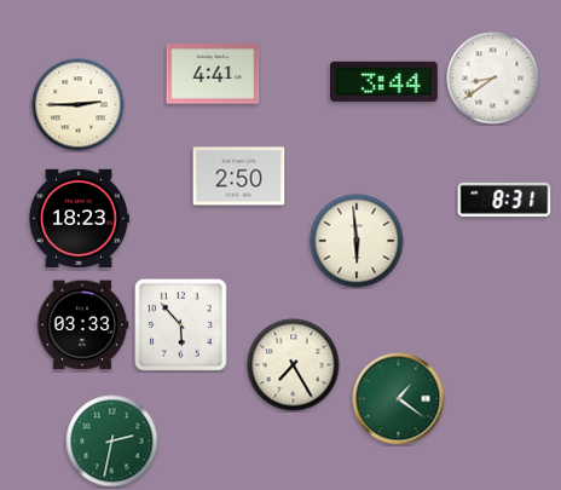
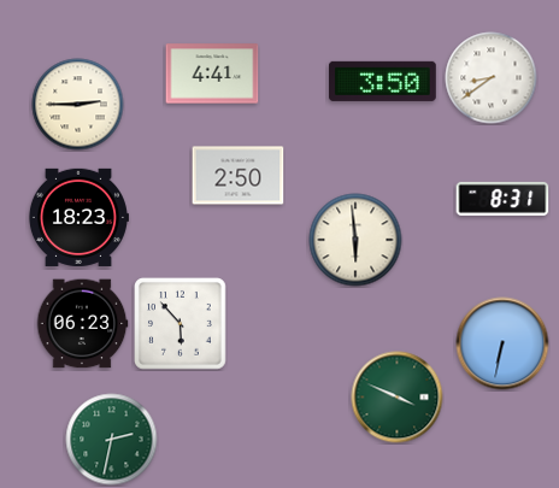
clock at (384, 81): 3:44 -> 3:50
clock at (82, 325): 03:33 -> 06:23
clock at (502, 343): none -> 6:32
clock at (294, 365): 7:25 -> none
clock at (399, 399): 1:21 -> 3:49
